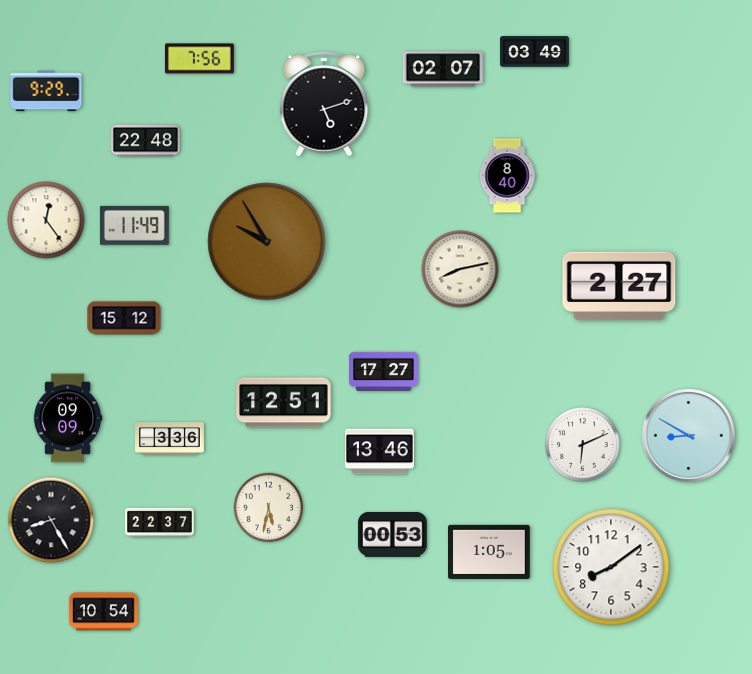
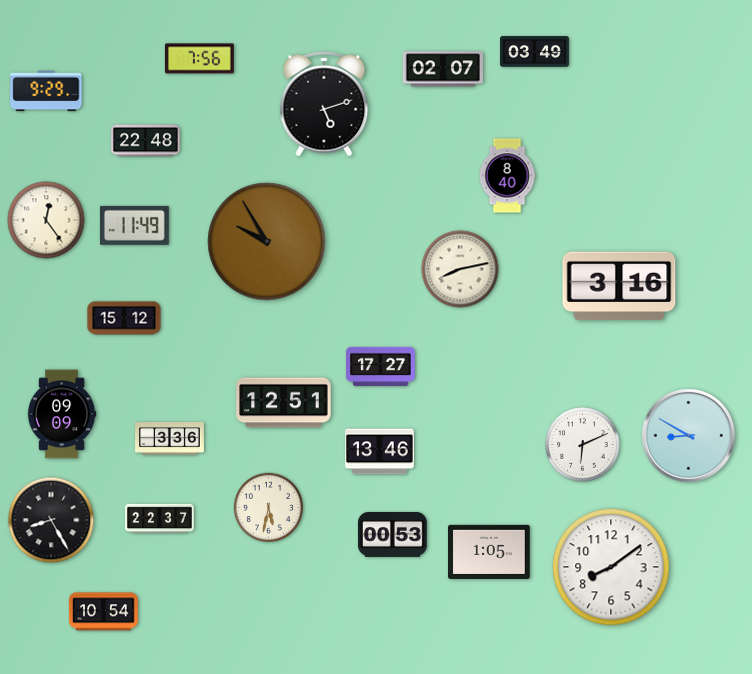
clock at (619, 286): 2:27 -> 3:16
clock at (384, 371) position: (384, 371) -> (381, 366)
clock at (68, 418) position: (68, 418) -> (62, 414)
clock at (160, 523) position: (160, 523) -> (160, 519)
